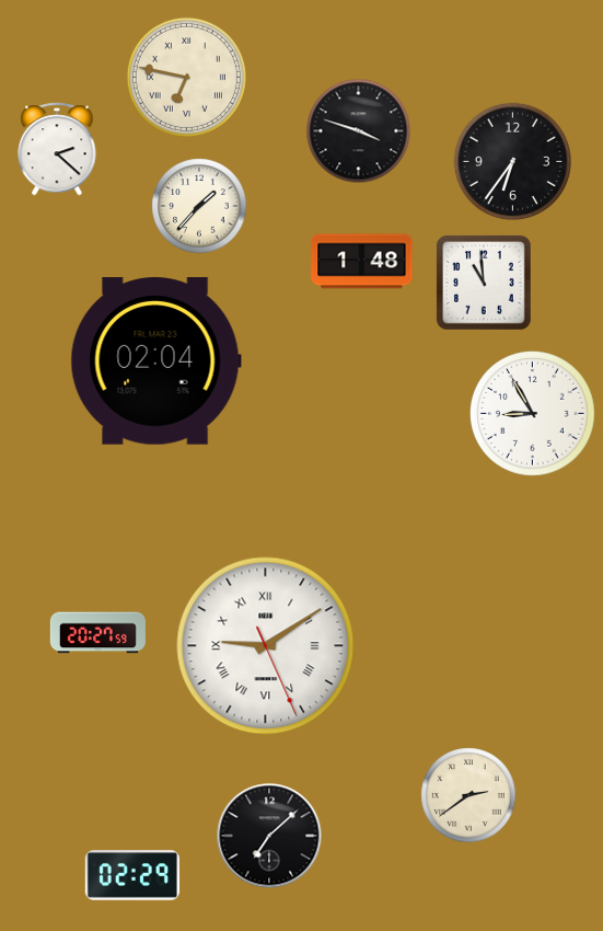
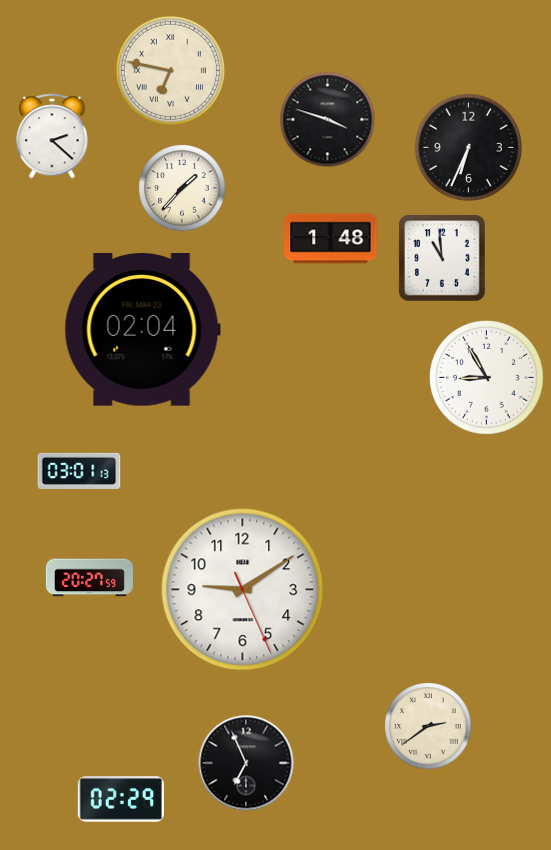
clock at (512, 161): 6:36 -> 6:34
clock at (79, 471): none -> 03:01
clock at (266, 646) numerals: Roman -> Arabic
clock at (269, 836): 7:08 -> 6:56
